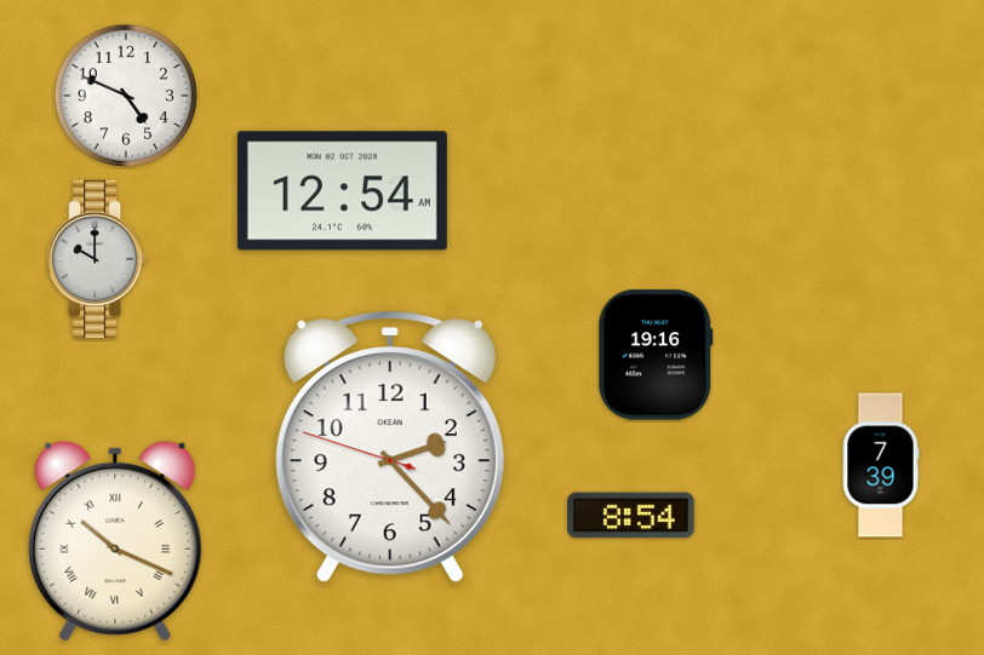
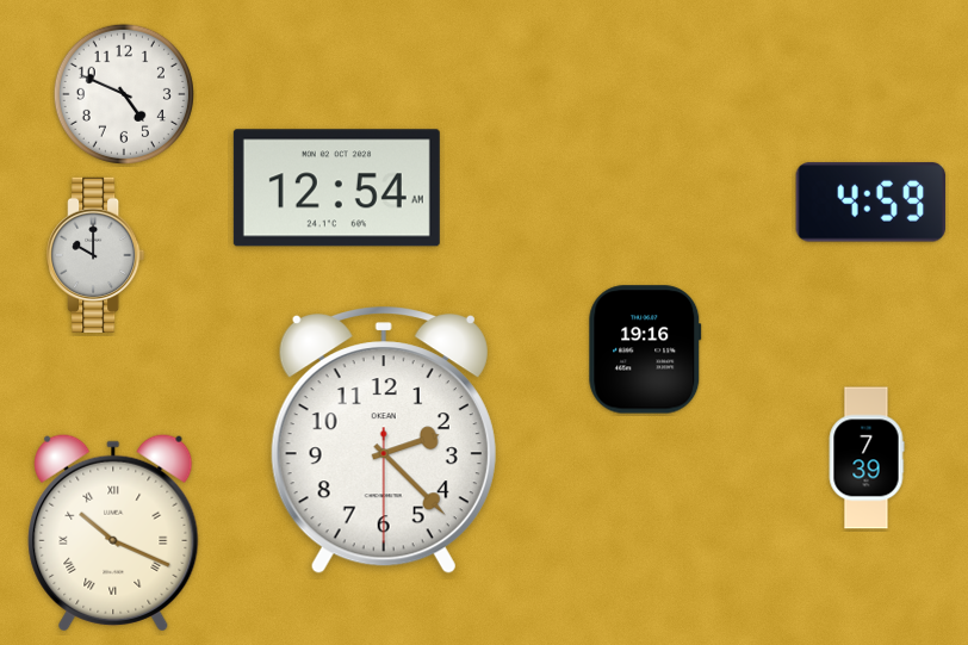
clock at (871, 203): none -> 4:59
clock at (390, 448): 2:22:48 -> 2:22:30
clock at (631, 516): 8:54 -> none
